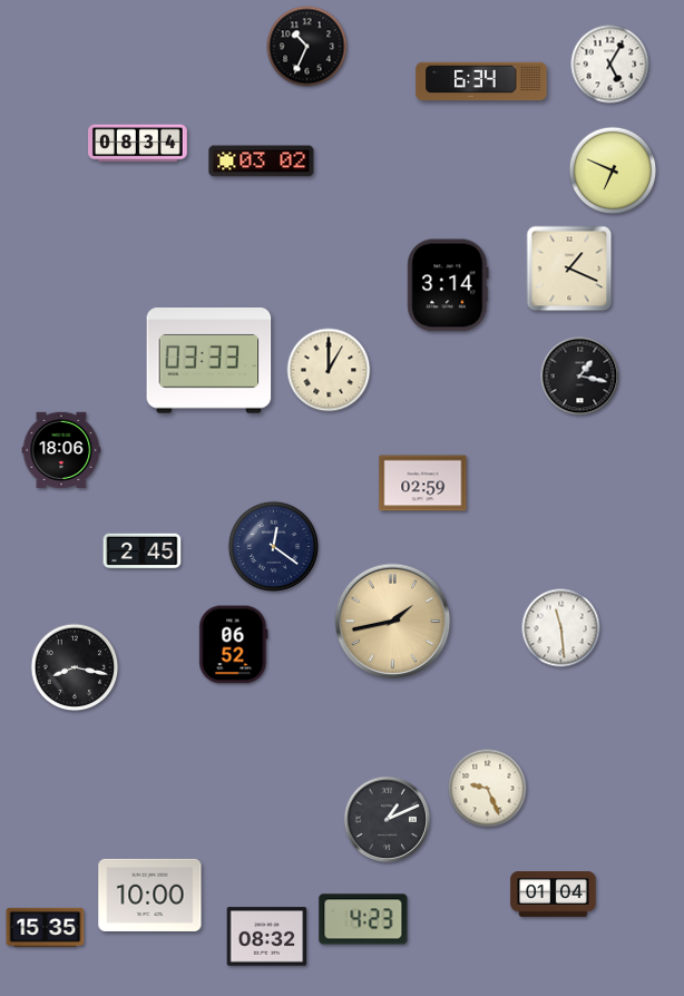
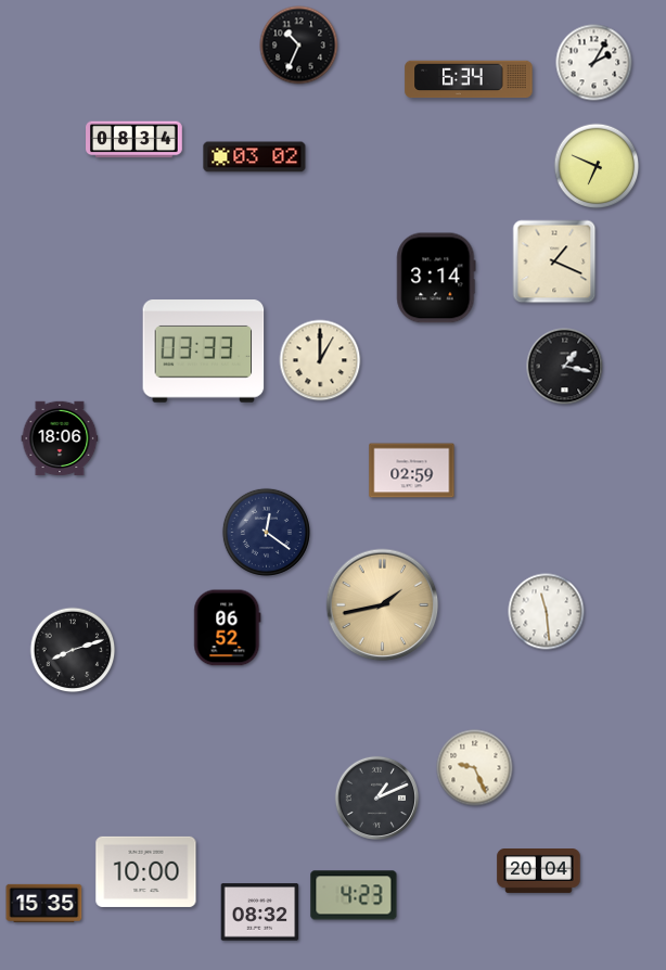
clock at (610, 65): 5:05 -> 2:05
clock at (143, 550): 2:45 -> none
clock at (75, 667): 8:17 -> 8:12
clock at (554, 895): 01:04 -> 20:04
